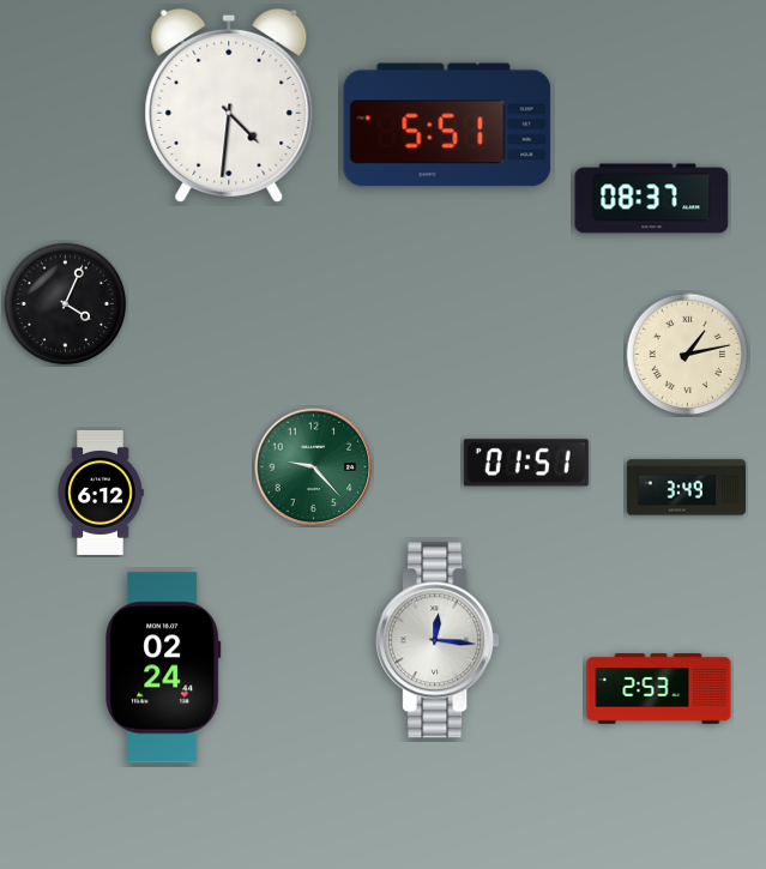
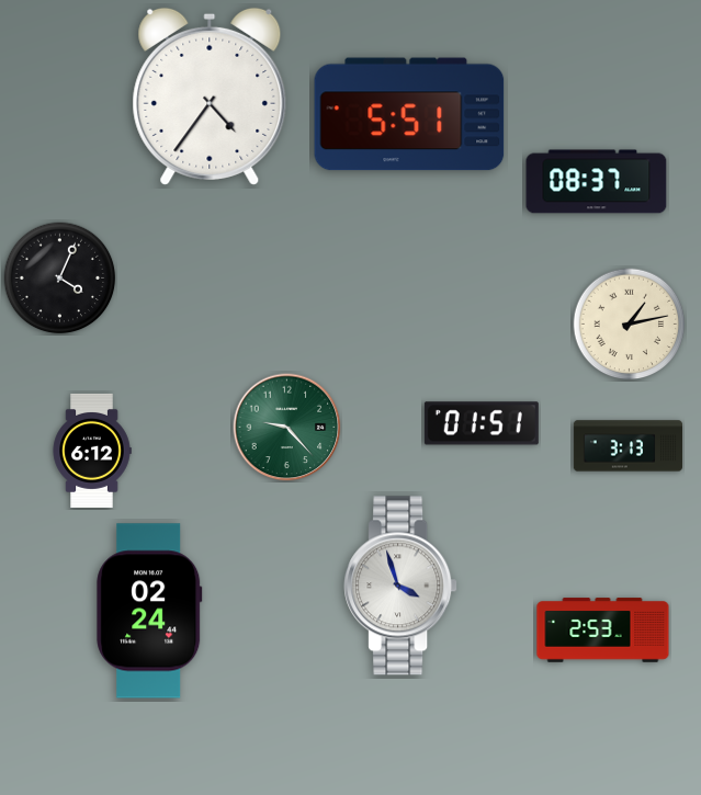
clock at (229, 105): 4:31 -> 4:36
clock at (686, 488): 3:49 -> 3:13
clock at (438, 640): 12:16 -> 3:57
